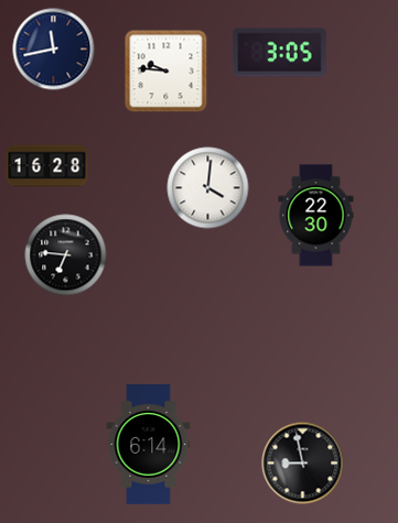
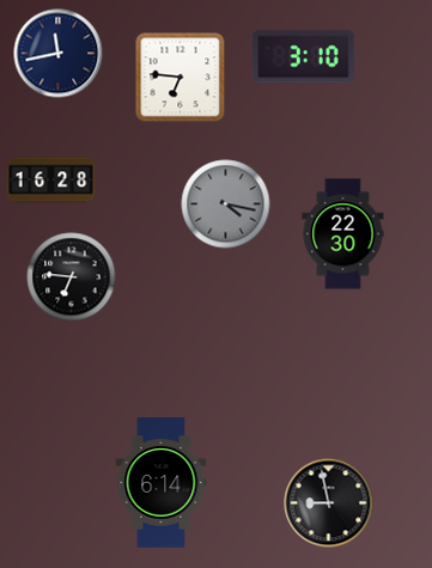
clock at (280, 53): 3:05 -> 3:10
clock at (166, 72): 9:46 -> 6:46
clock at (208, 188): 4:01 -> 4:17
clock at (208, 188) dial: white -> grey
